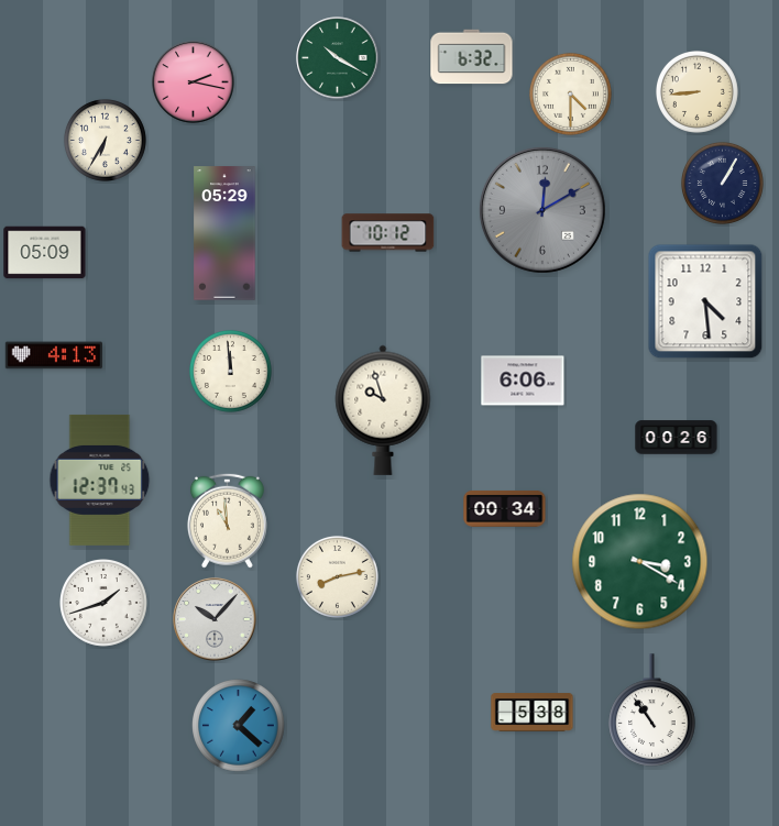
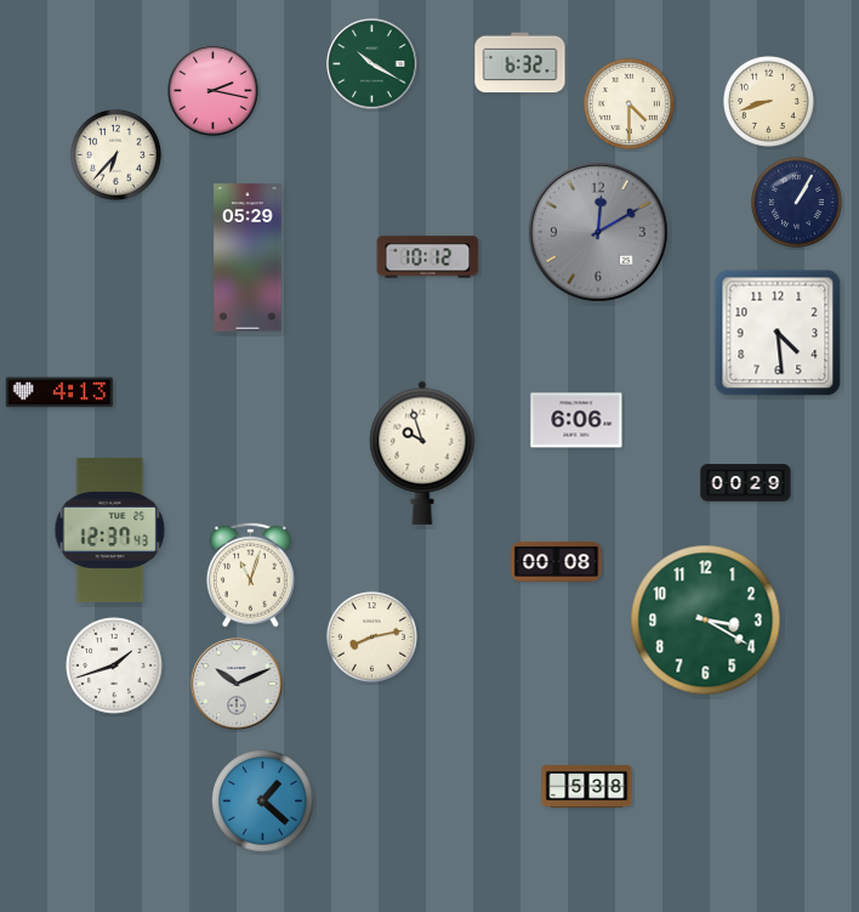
clock at (696, 91): 8:44 -> 8:42
clock at (105, 140): 6:35 -> 6:37
clock at (45, 253): 05:09 -> none
clock at (230, 371): 11:59 -> none
clock at (677, 438): 00:26 -> 00:29
clock at (505, 508): 00:34 -> 00:08
clock at (227, 520): 10:59 -> 11:03
clock at (215, 619): 10:07 -> 10:11
clock at (652, 711): 10:54 -> none
